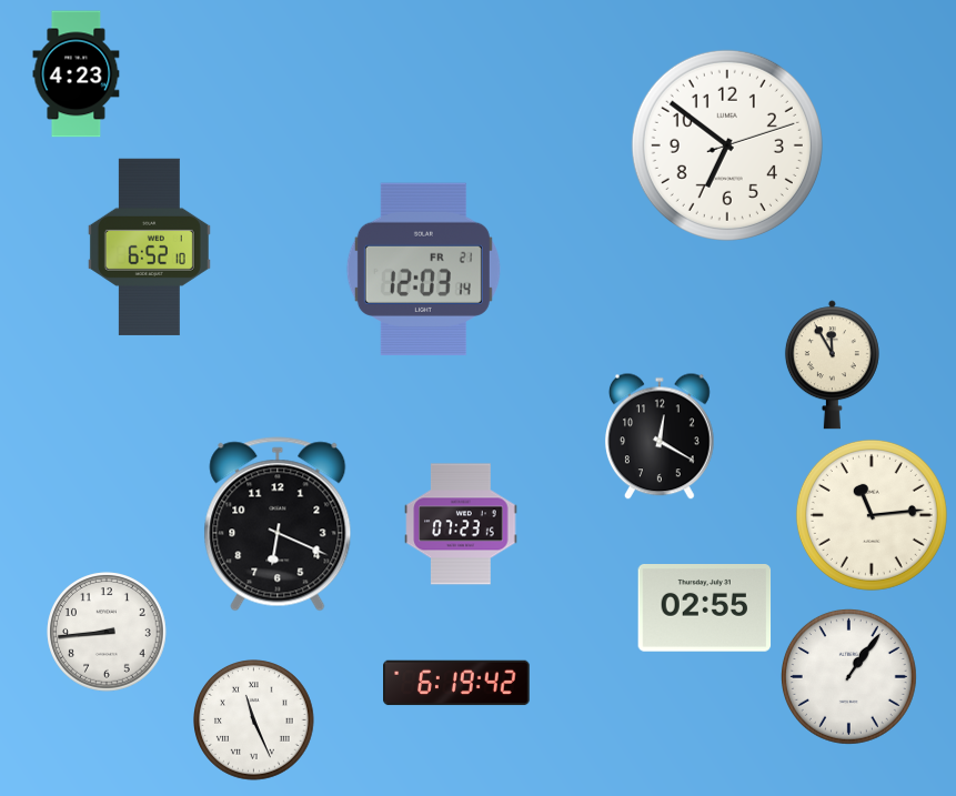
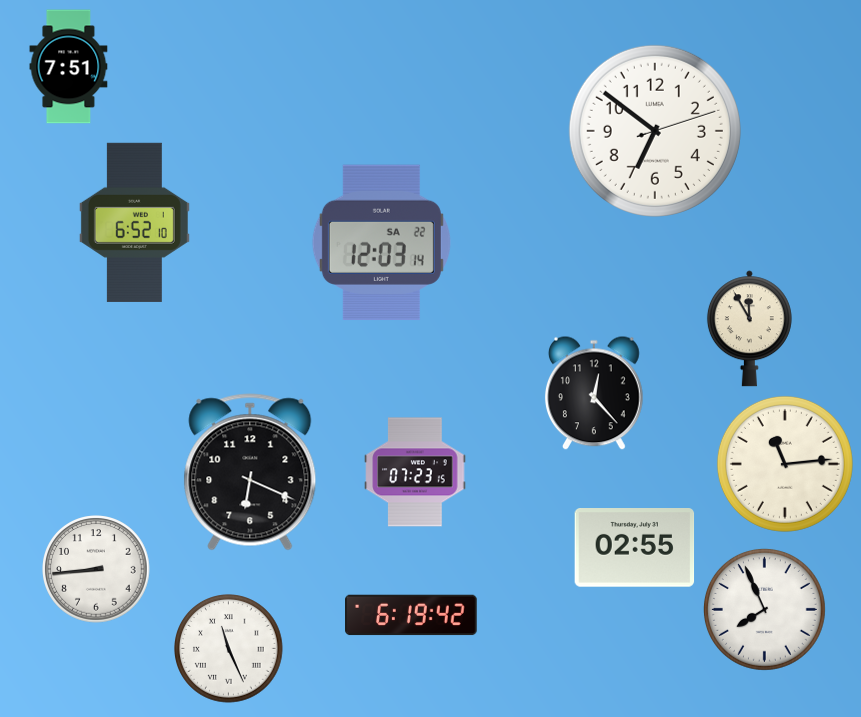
clock at (77, 74): 4:23 -> 7:51
clock at (423, 270) date: FR 21 -> SA 22
clock at (660, 436): 12:20 -> 12:23
clock at (848, 676): 1:06 -> 7:56
